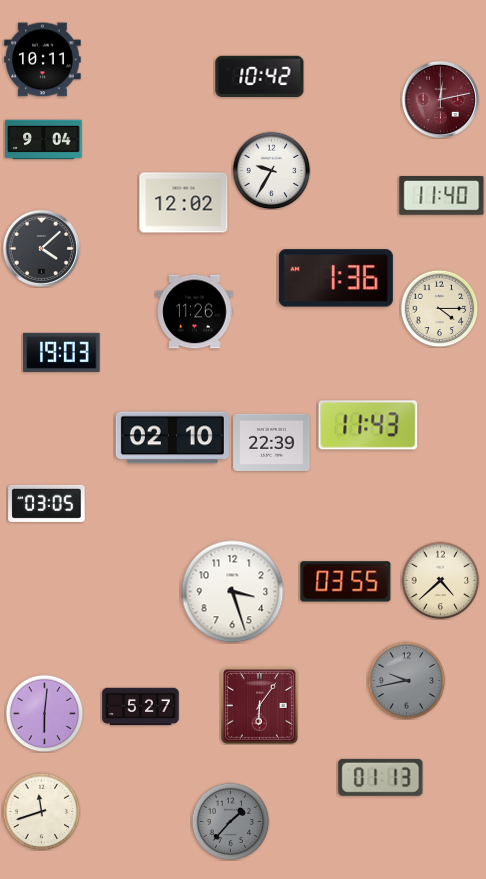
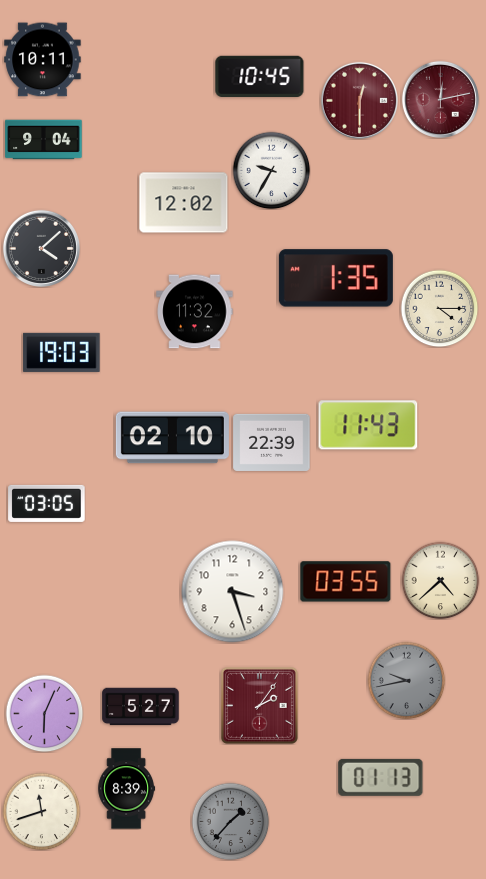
clock at (260, 76): 10:42 -> 10:45
clock at (359, 100): none -> 12:30
clock at (442, 196): 11:40 -> none
clock at (336, 278): 1:36 -> 1:35
clock at (195, 312): 11:26 -> 11:32
clock at (259, 705): 6:06 -> 2:06
clock at (44, 713): 6:01 -> 6:04
clock at (127, 789): none -> 8:39
